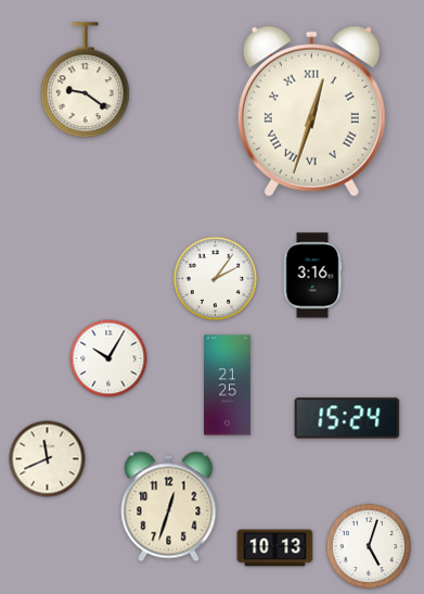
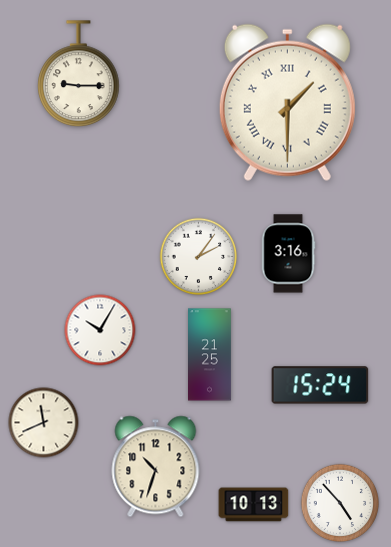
clock at (86, 80): 9:21 -> 9:15
clock at (311, 111): 12:33 -> 1:30
clock at (169, 507): 12:33 -> 10:33
clock at (369, 546): 5:03 -> 4:53
